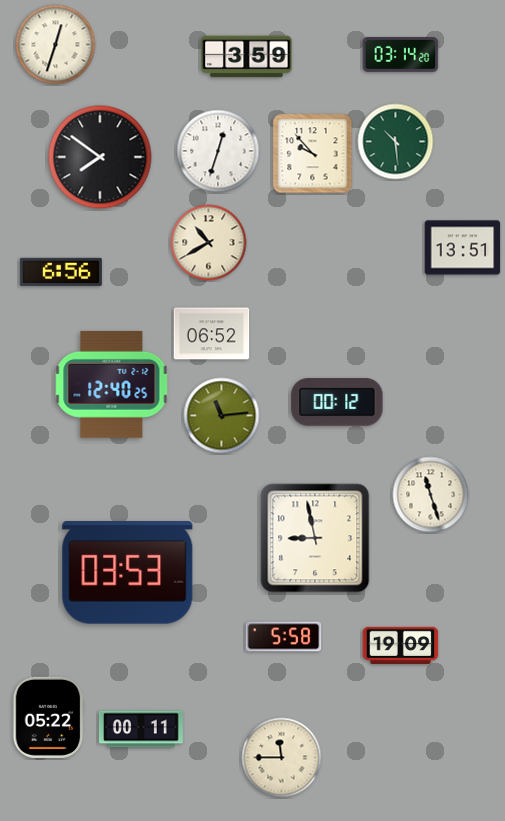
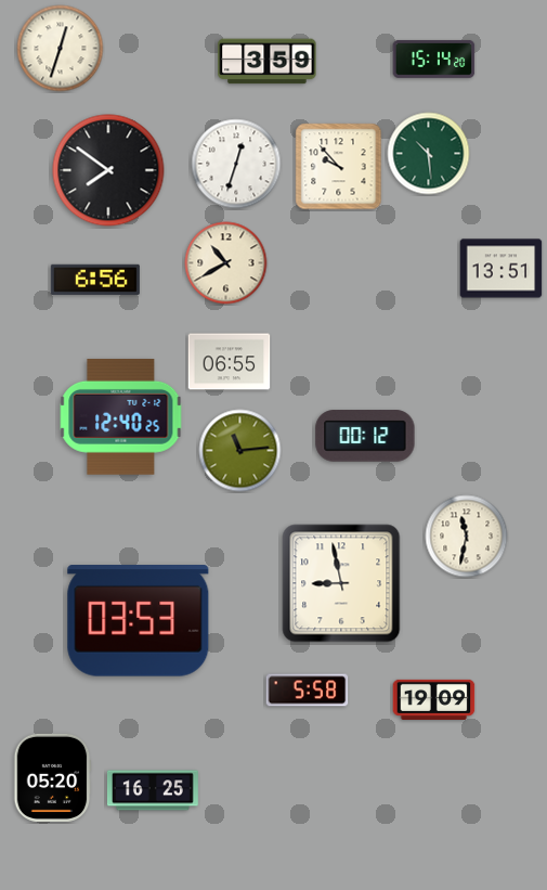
clock at (401, 54): 03:14 -> 15:14
clock at (61, 272) position: (61, 272) -> (95, 280)
clock at (212, 334): 06:52 -> 06:55
clock at (431, 495): 11:27 -> 11:32
clock at (48, 717): 05:22 -> 05:20
clock at (141, 729): 00:11 -> 16:25
clock at (282, 758): 11:45 -> none
